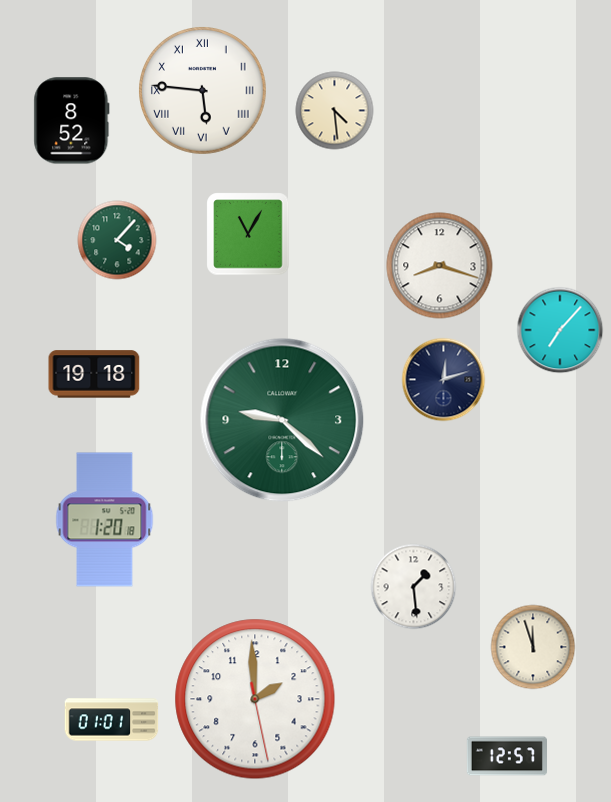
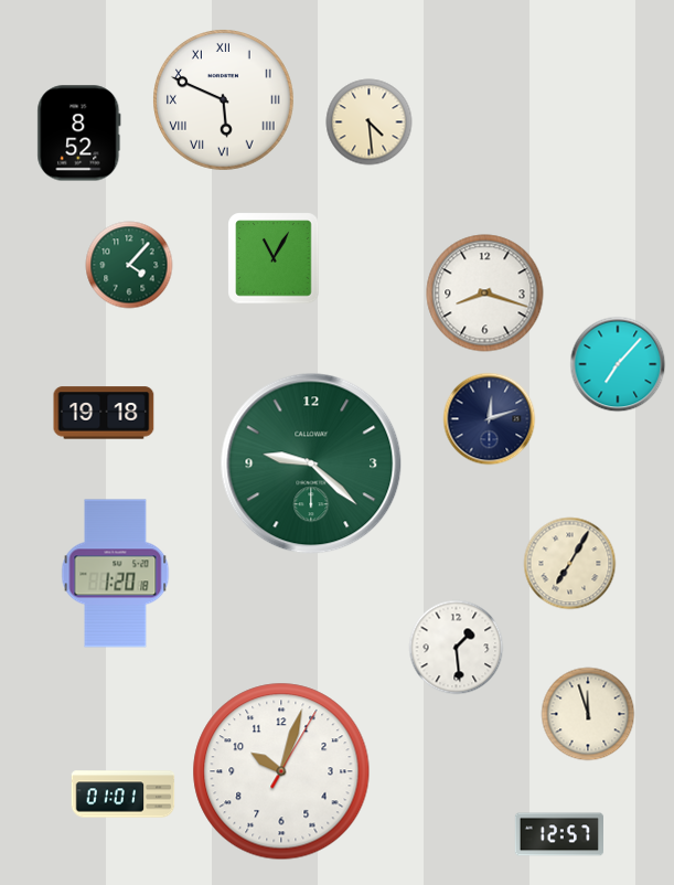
clock at (203, 91): 5:46 -> 5:49
clock at (570, 564): none -> 7:05
clock at (255, 699): 1:59 -> 10:03
